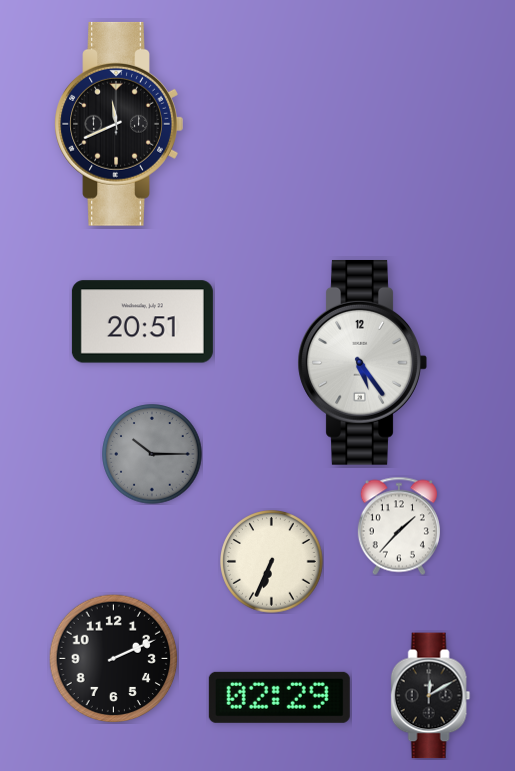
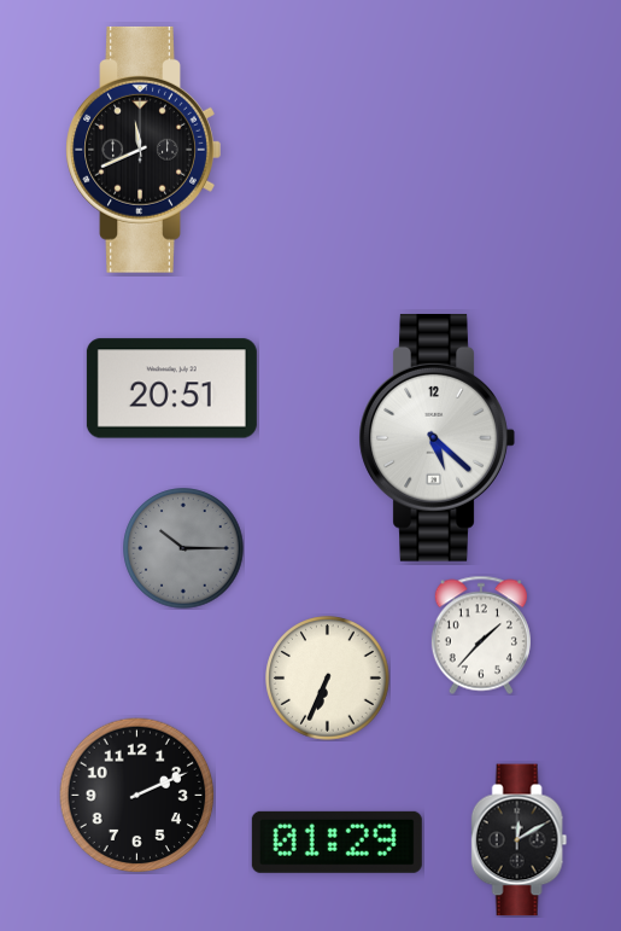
clock at (362, 362): 5:24 -> 5:22
clock at (279, 697): 02:29 -> 01:29
